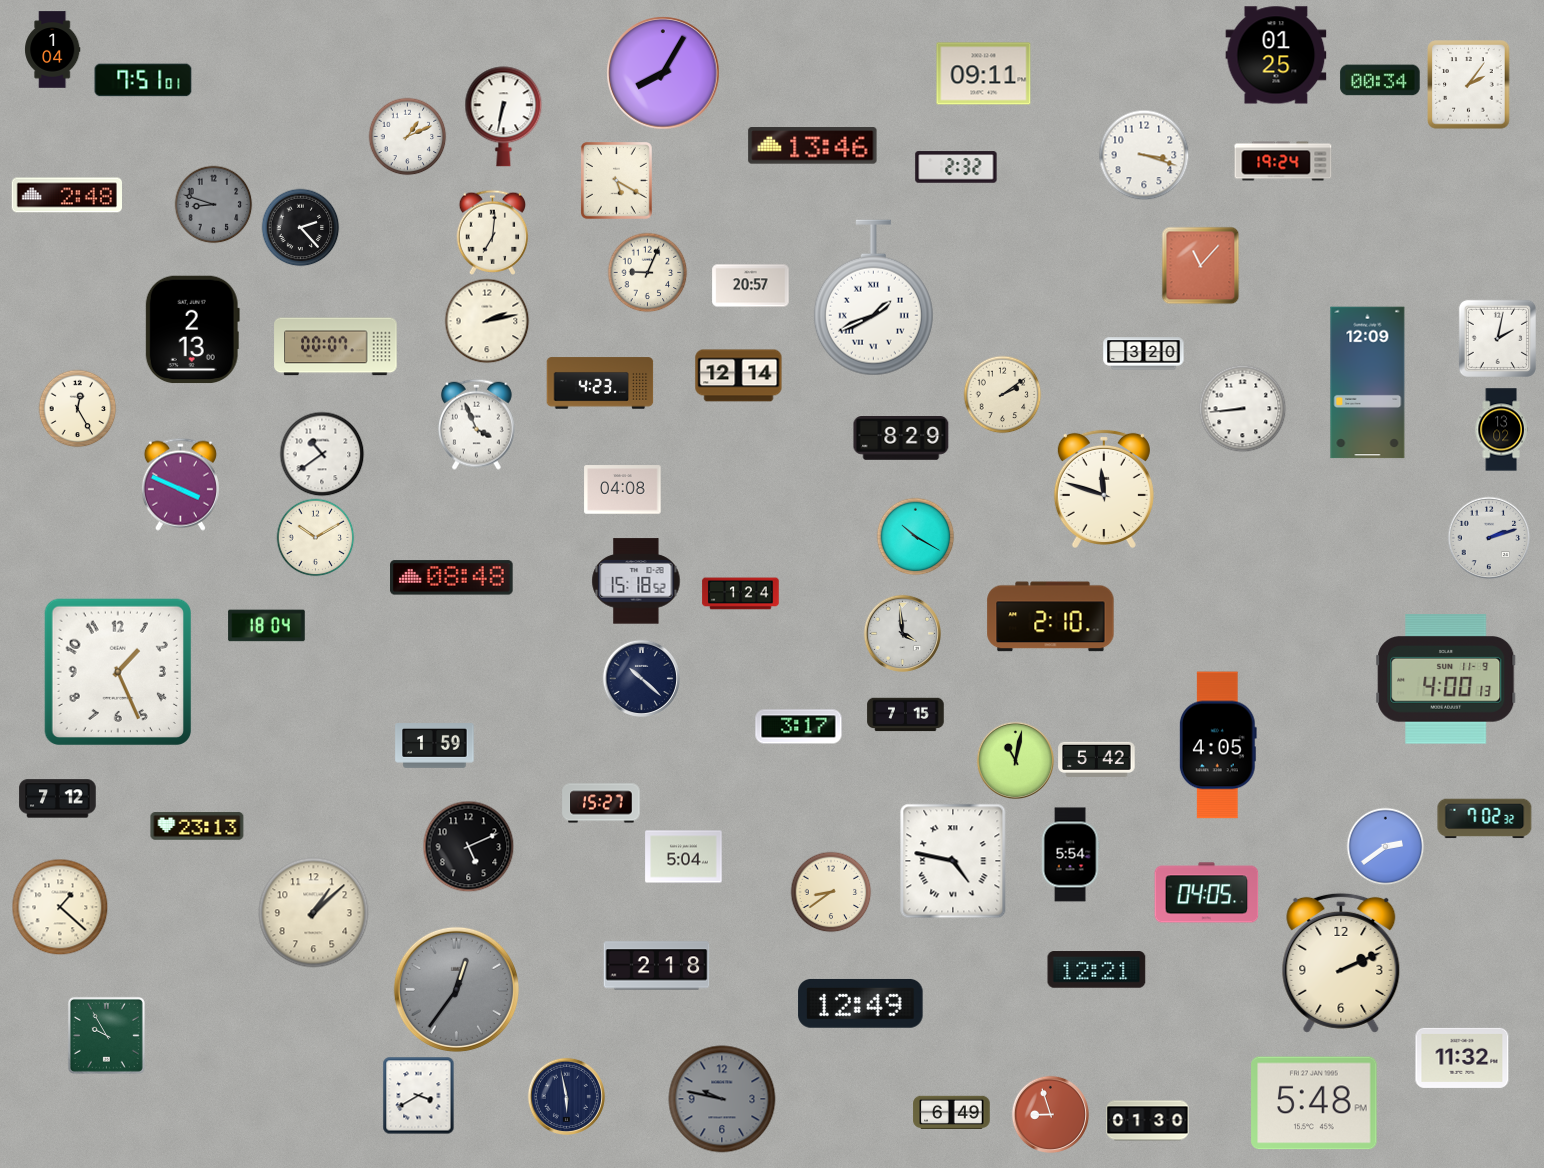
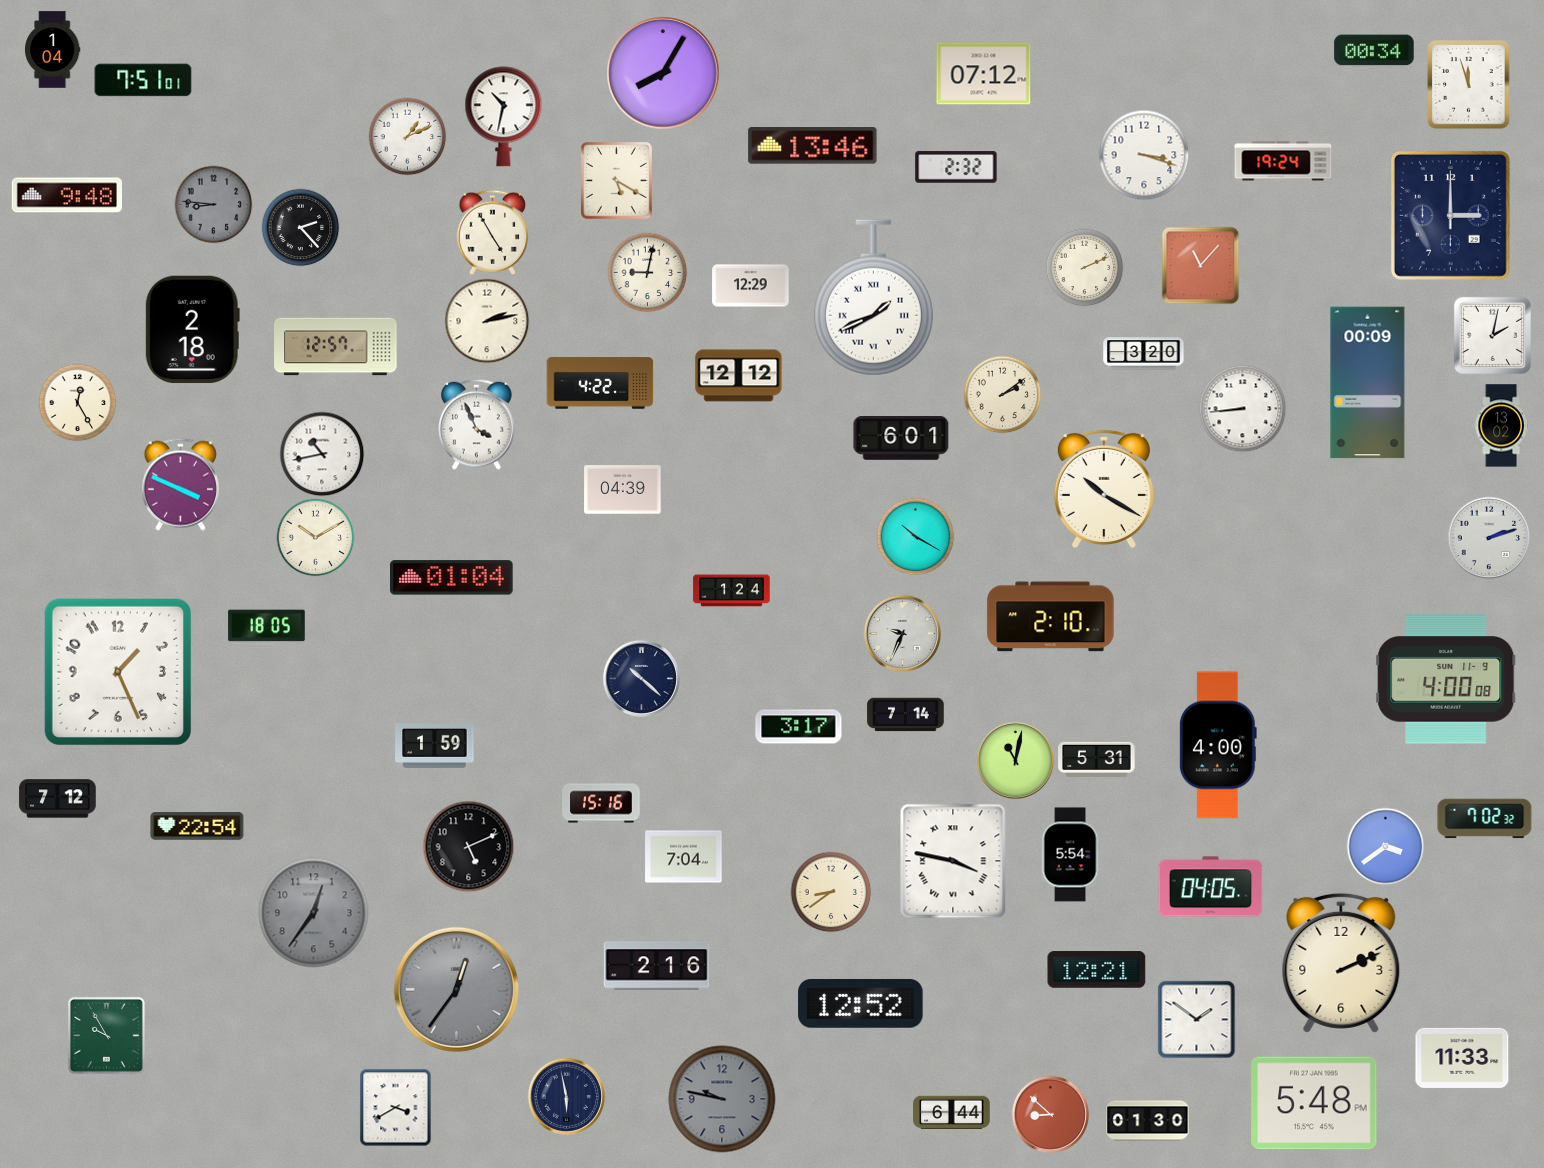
clock at (1276, 55): 01:25 -> none
clock at (984, 74): 09:11 -> 07:12
clock at (1380, 80) position: (1380, 80) -> (1374, 50)
clock at (1469, 85): 2:06 -> 11:57
clock at (504, 117): 6:32 -> 10:32
clock at (66, 195): 2:48 -> 9:48
clock at (213, 204): 8:48 -> 8:46
clock at (1450, 215): none -> 3:00
clock at (493, 232): 7:01 -> 4:55
clock at (1084, 267): none -> 2:11
clock at (647, 272): 9:04 -> 9:02
clock at (751, 286): 20:57 -> 12:29
clock at (192, 330): 2:13 -> 2:18
clock at (1497, 338) position: (1497, 338) -> (1492, 335)
clock at (336, 347): 00:07 -> 12:57
clock at (739, 376): 12:14 -> 12:12
clock at (600, 383): 4:23 -> 4:22
clock at (1368, 383): 12:09 -> 00:09
clock at (77, 408) position: (77, 408) -> (77, 402)
clock at (1501, 430) position: (1501, 430) -> (1501, 426)
clock at (901, 438): 8:29 -> 6:01
clock at (322, 454): 10:39 -> 10:43
clock at (1104, 489): 11:48 -> 10:20
clock at (623, 490): 04:08 -> 04:39
clock at (452, 578): 08:48 -> 01:04
clock at (636, 581): 15:18 -> none
clock at (741, 594) position: (741, 594) -> (732, 591)
clock at (267, 626): 18:04 -> 18:05
clock at (902, 633): 3:59 -> 9:34
clock at (1446, 679): 4:00:13 -> 4:00:08
clock at (906, 715): 7:15 -> 7:14
clock at (1218, 745): 4:05 -> 4:00
clock at (1097, 759): 5:42 -> 5:31
clock at (601, 803): 15:27 -> 15:16
clock at (197, 826): 23:13 -> 22:54
clock at (1385, 846): 2:39 -> 3:39
clock at (684, 857): 5:04 -> 7:04
clock at (953, 861): 4:47 -> 3:47
clock at (1207, 893) position: (1207, 893) -> (1211, 887)
clock at (60, 907): 1:22 -> none
clock at (314, 913): 1:08 -> 12:36
clock at (314, 913) dial: cream -> grey
clock at (657, 966): 2:18 -> 2:16
clock at (861, 1003): 12:49 -> 12:52
clock at (1196, 1019): none -> 1:51
clock at (1462, 1058): 11:32 -> 11:33
clock at (419, 1095) position: (419, 1095) -> (396, 1107)
clock at (952, 1112): 6:49 -> 6:44
clock at (1050, 1114): 8:57 -> 8:52
